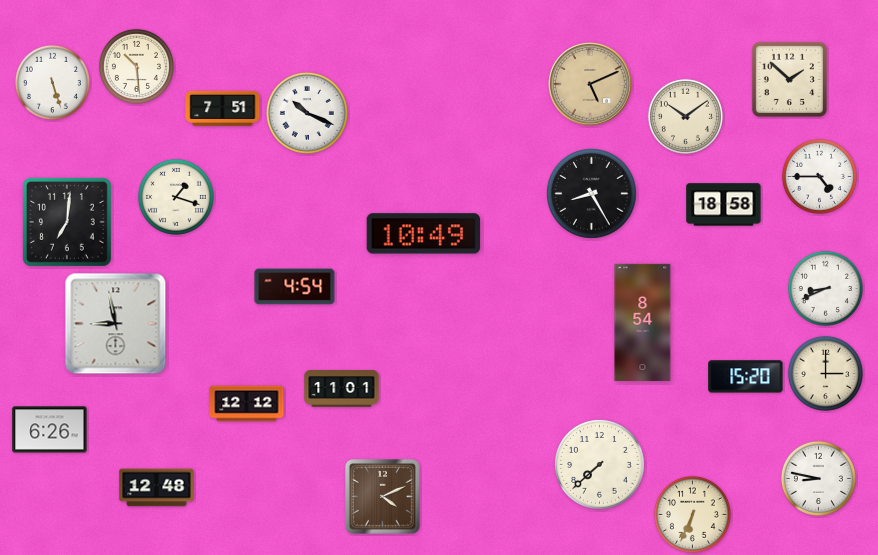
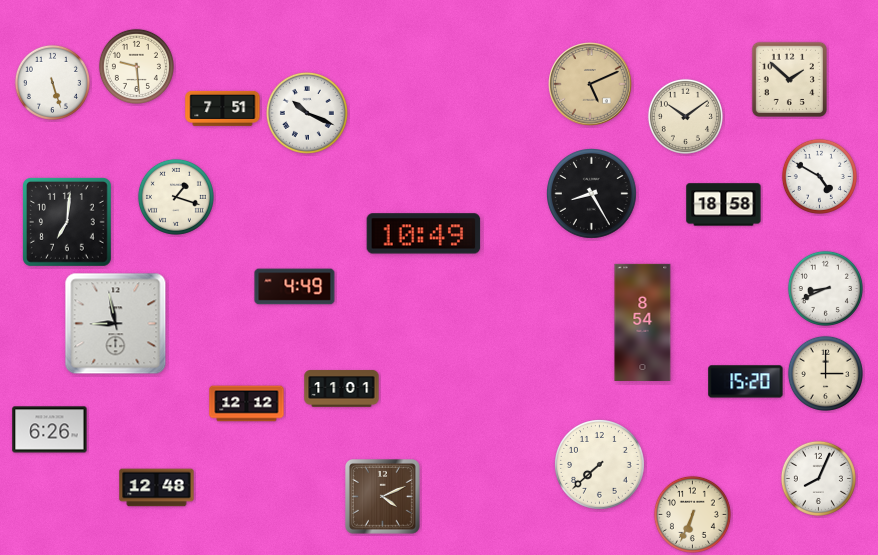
clock at (136, 66): 10:29 -> 9:29
clock at (819, 176): 4:45 -> 4:50
clock at (295, 287): 4:54 -> 4:49
clock at (746, 377) position: (746, 377) -> (746, 382)
clock at (818, 478): 8:47 -> 8:04
